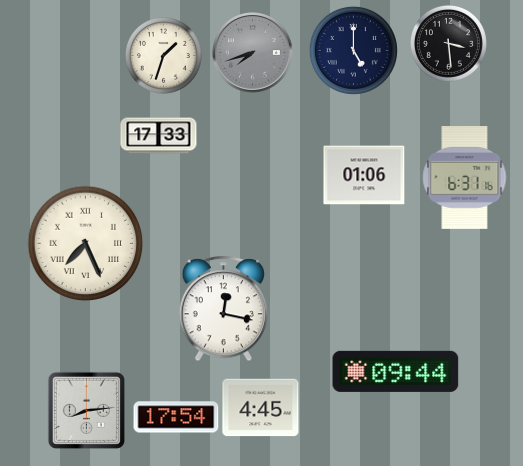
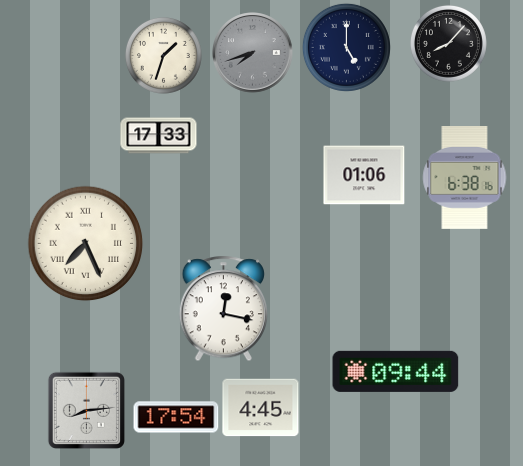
clock at (448, 43): 3:29 -> 8:07
clock at (353, 50) position: (353, 50) -> (346, 47)
clock at (465, 178): 6:31 -> 6:38
